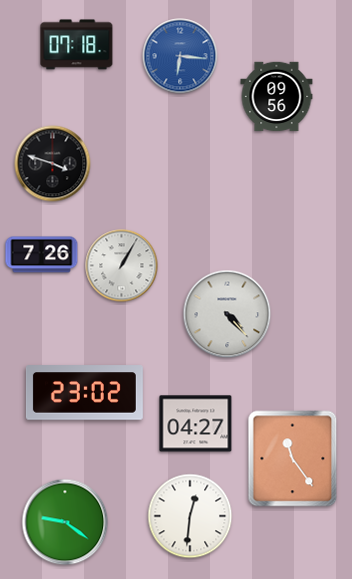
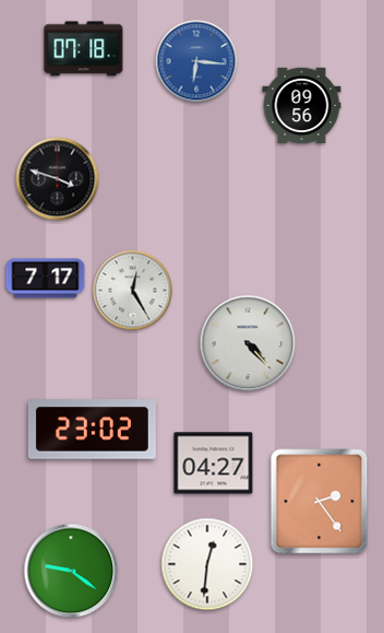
clock at (42, 255): 7:26 -> 7:17
clock at (122, 266): 1:05 -> 12:25
clock at (293, 459): 11:24 -> 2:24
